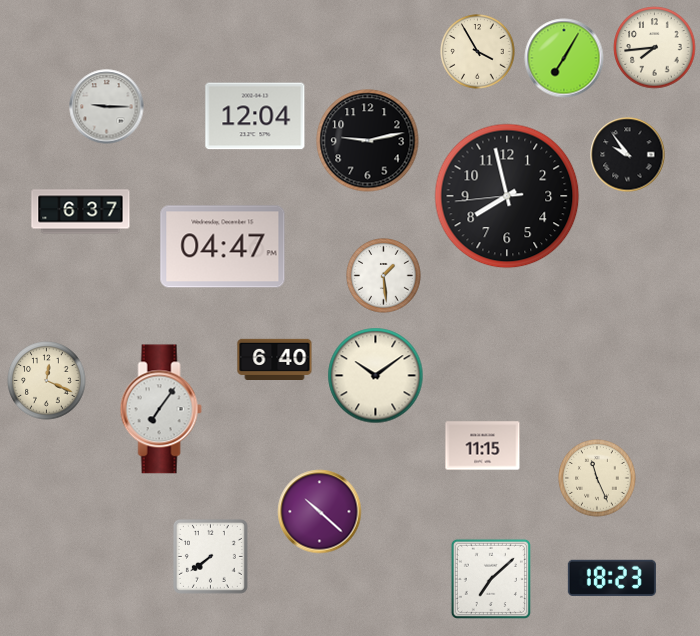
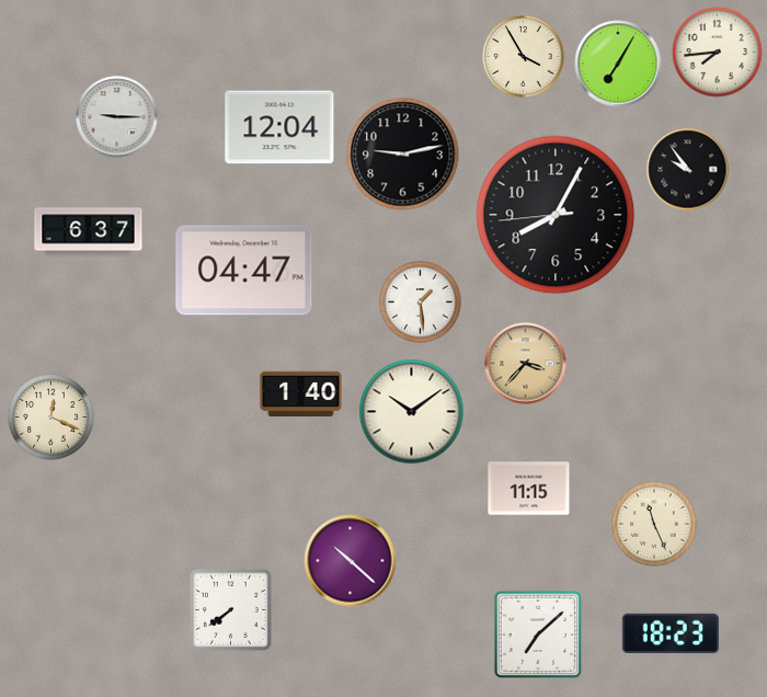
clock at (507, 196): 7:57 -> 8:04
clock at (526, 364): none -> 3:37
clock at (275, 359): 6:40 -> 1:40
clock at (161, 409): 7:06 -> none
